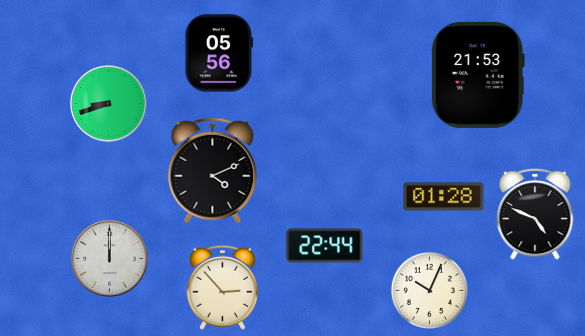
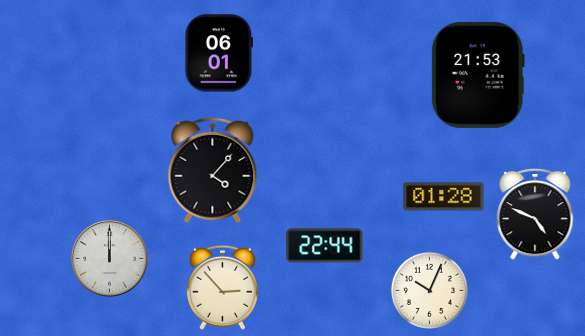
clock at (219, 53): 05:56 -> 06:01
clock at (109, 104): 8:42 -> none
clock at (213, 171): 4:11 -> 4:07
